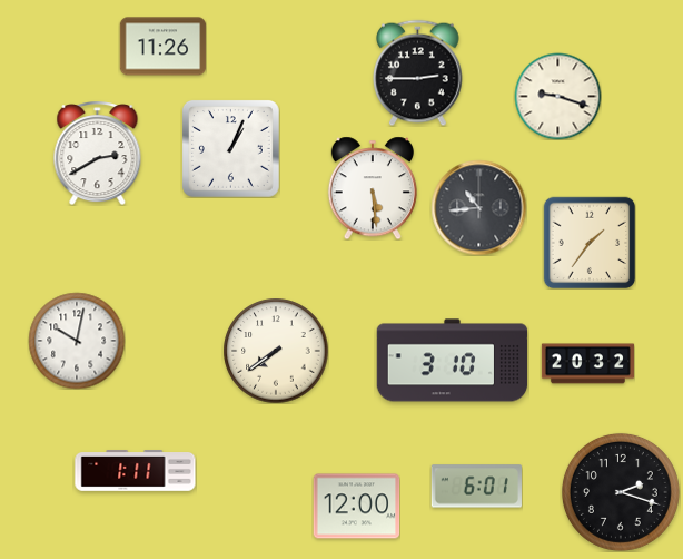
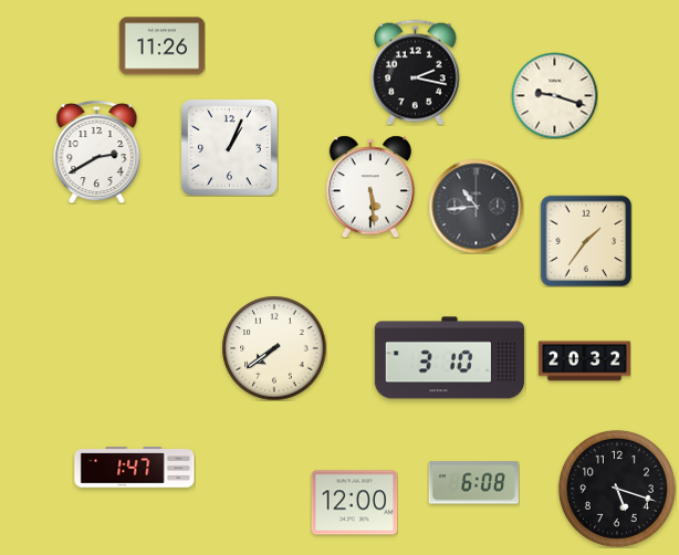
clock at (418, 72): 2:45 -> 2:17
clock at (77, 341): 10:02 -> none
clock at (136, 471): 1:11 -> 1:47
clock at (476, 487): 6:01 -> 6:08
clock at (621, 492): 2:18 -> 5:18
